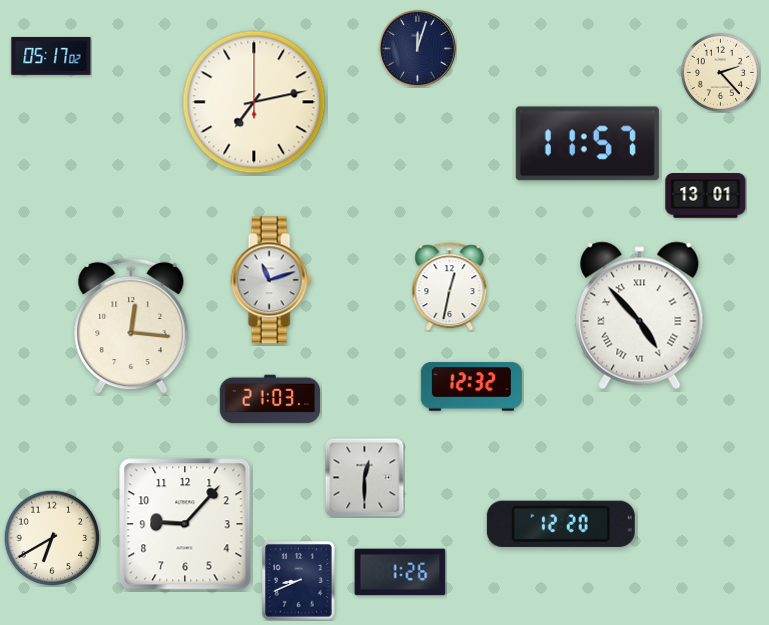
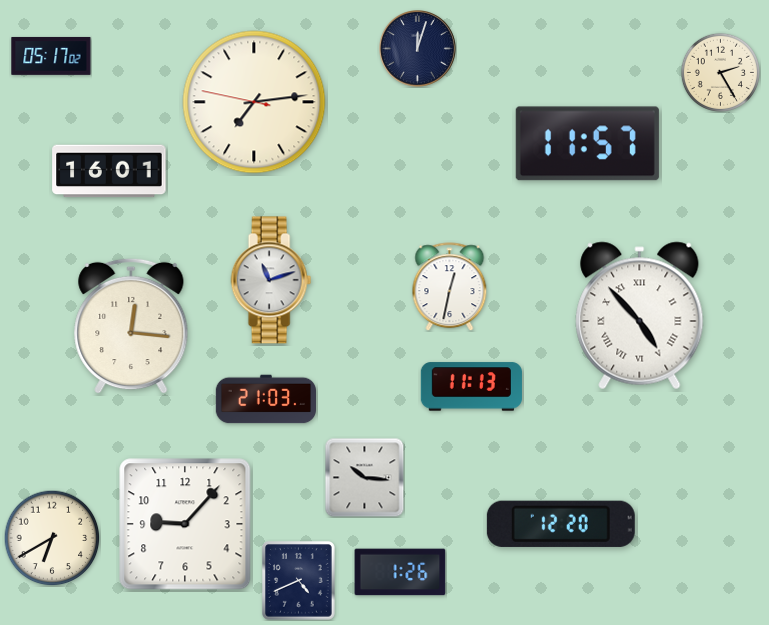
clock at (720, 72): 2:23 -> 2:25
clock at (254, 102): 7:13:00 -> 7:13:47
clock at (109, 171): none -> 16:01
clock at (706, 196): 13:01 -> none
clock at (471, 387): 12:32 -> 11:13
clock at (270, 399) position: (270, 399) -> (266, 399)
clock at (364, 477): 12:30 -> 10:16
clock at (299, 581): 8:41 -> 4:41
